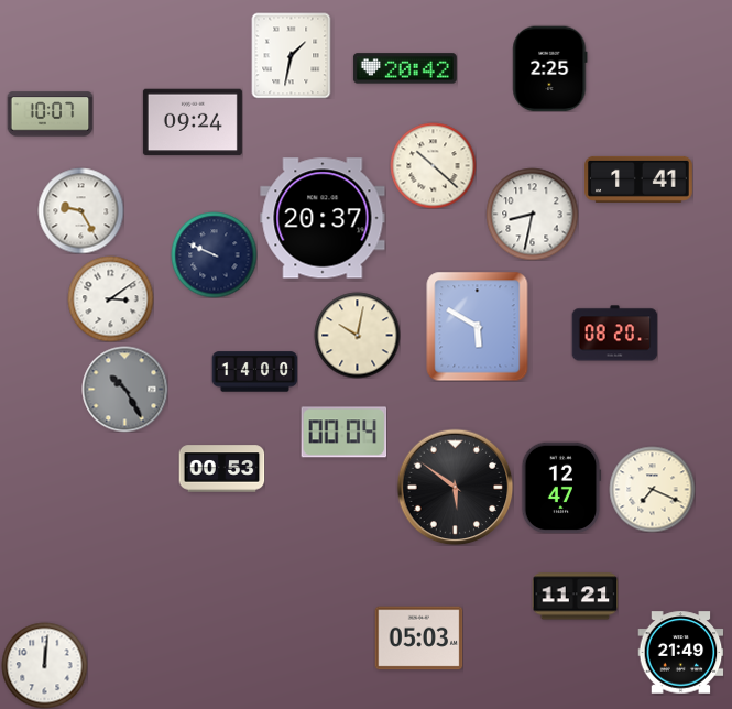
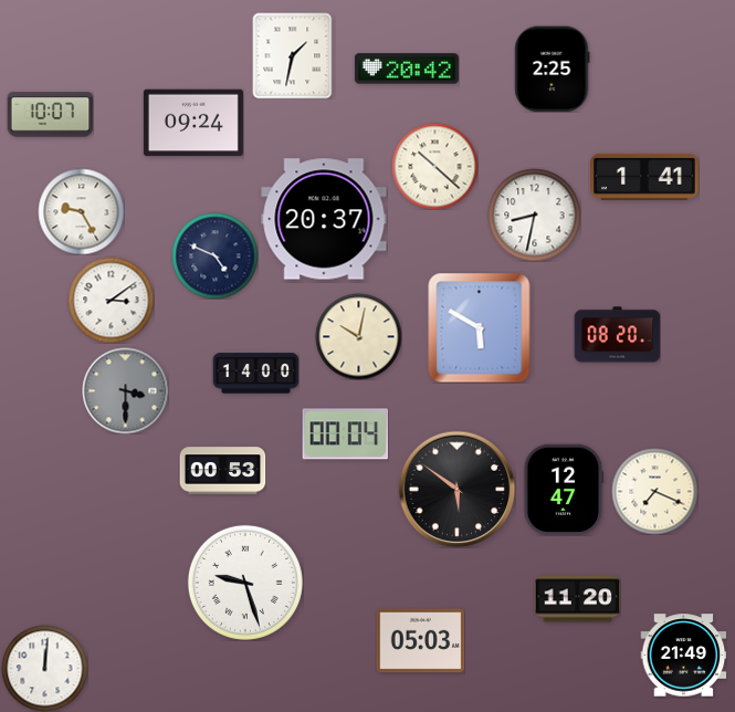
clock at (638, 179) position: (638, 179) -> (644, 177)
clock at (214, 254): 9:49 -> 4:49
clock at (124, 389): 10:25 -> 3:30
clock at (245, 583): none -> 9:27
clock at (575, 597): 11:21 -> 11:20
